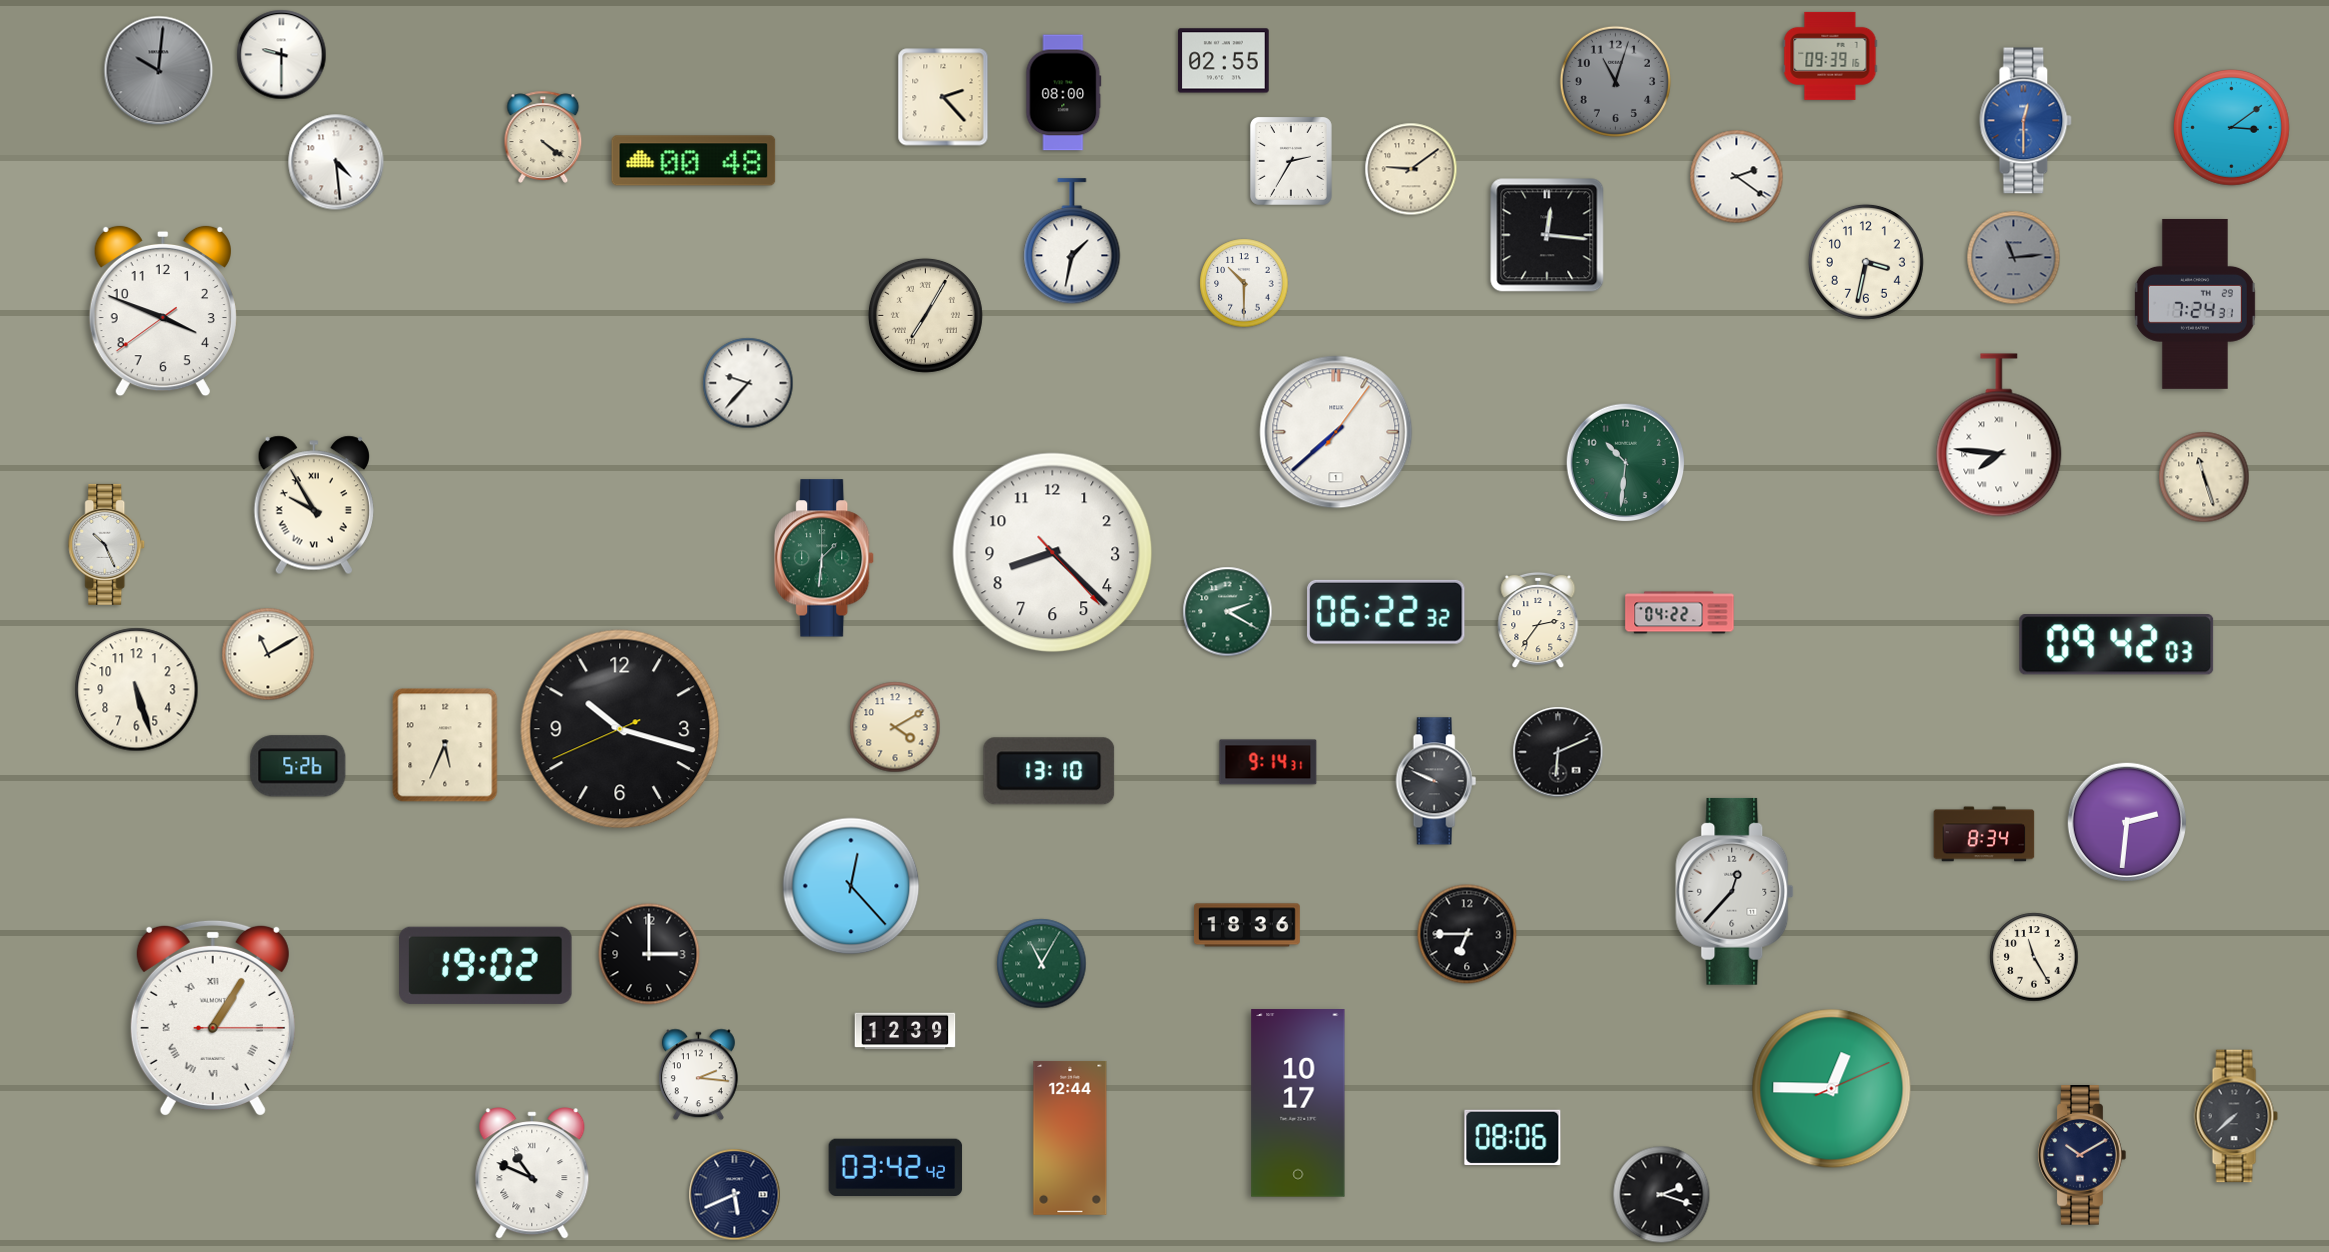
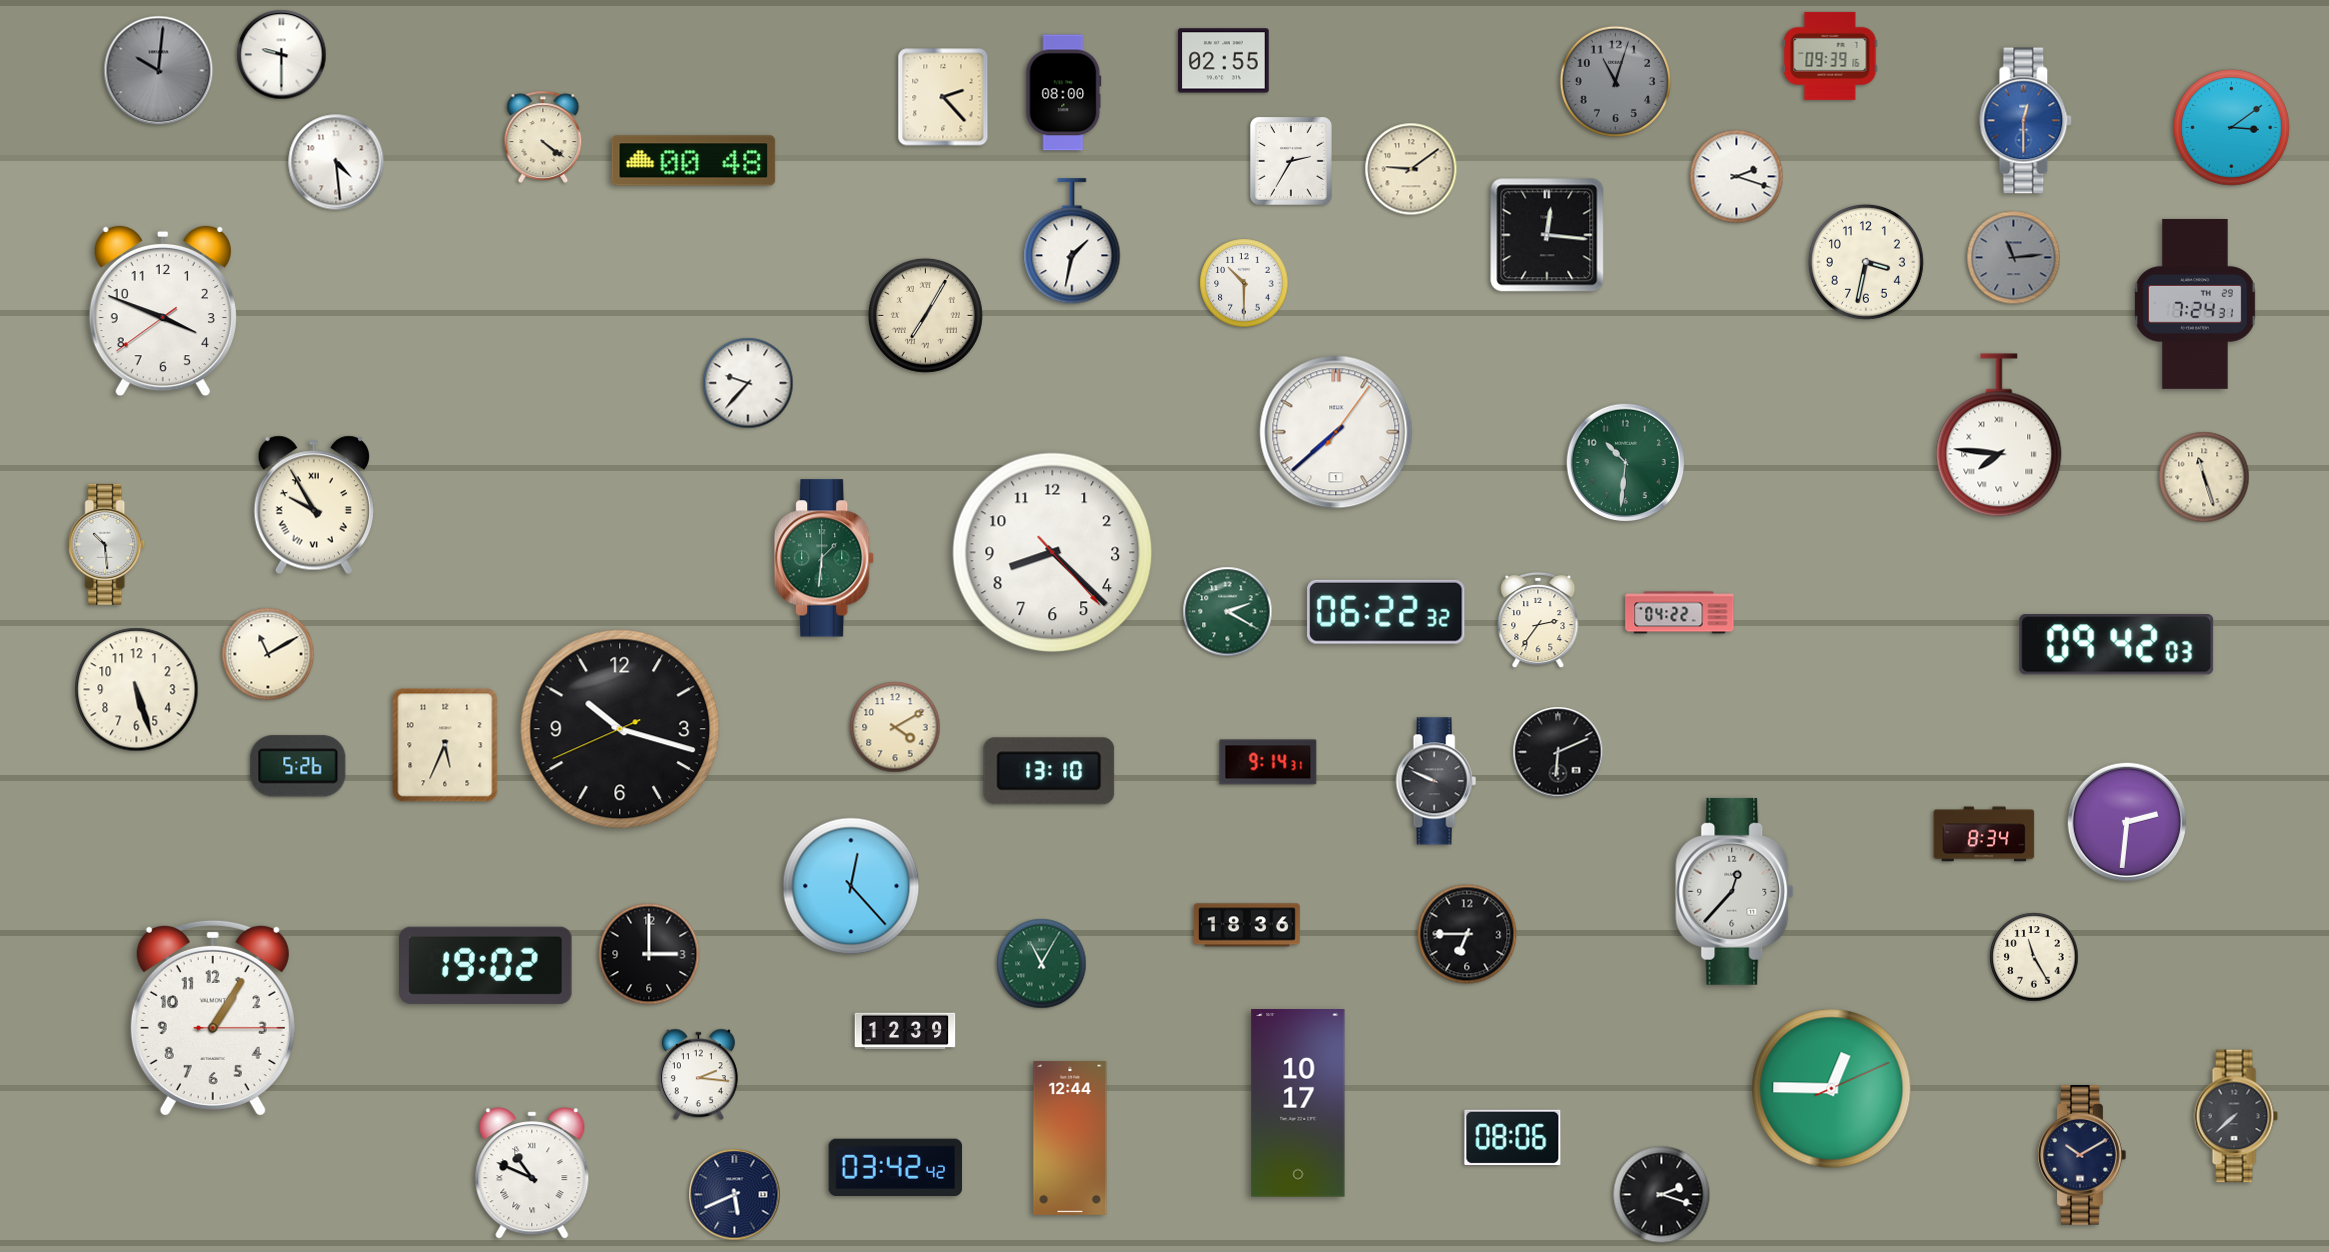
clock at (1737, 177): 2:21 -> 2:18
clock at (107, 544): 10:26 -> 10:29
clock at (213, 1018) numerals: Roman -> Arabic
